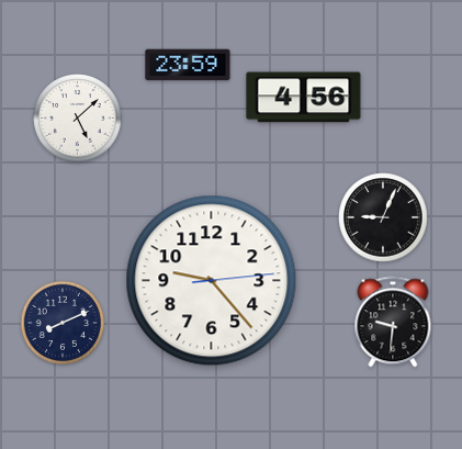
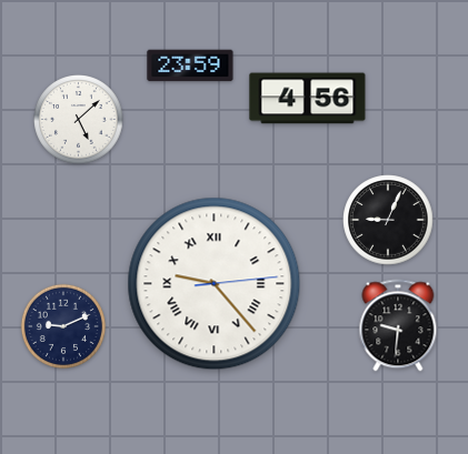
clock at (212, 281) numerals: Arabic -> Roman
clock at (61, 322): 8:11 -> 9:11
